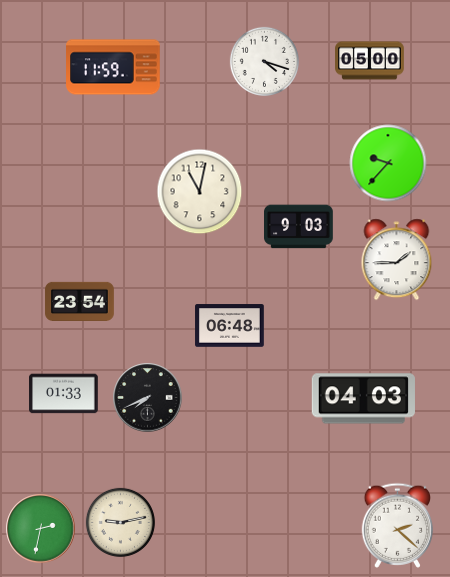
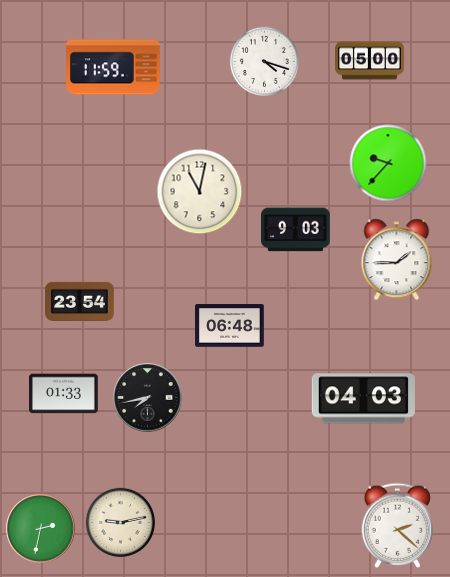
clock at (299, 227) position: (299, 227) -> (296, 230)
clock at (148, 398): 7:41 -> 7:43
